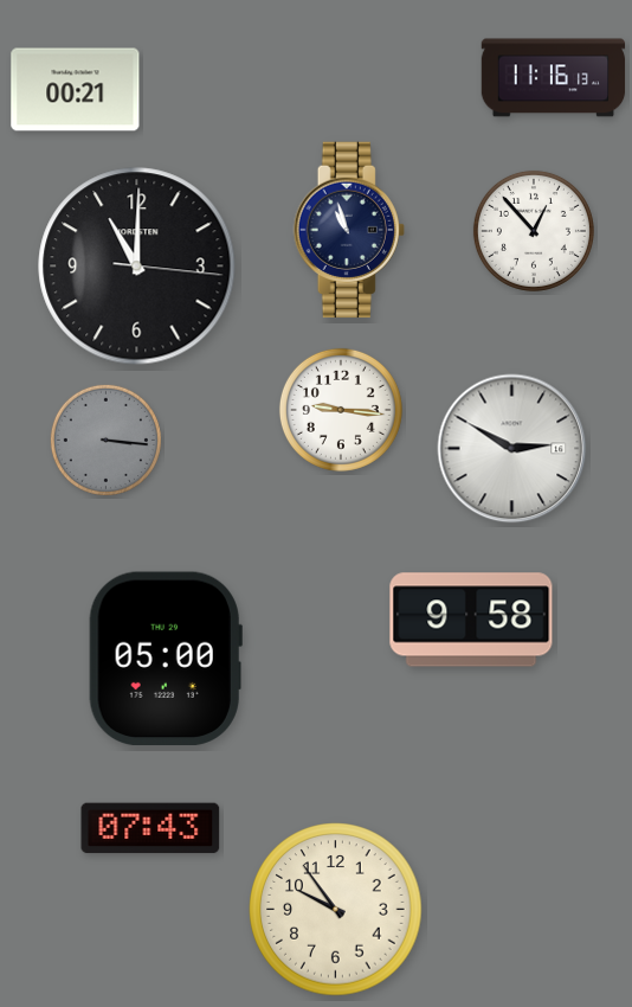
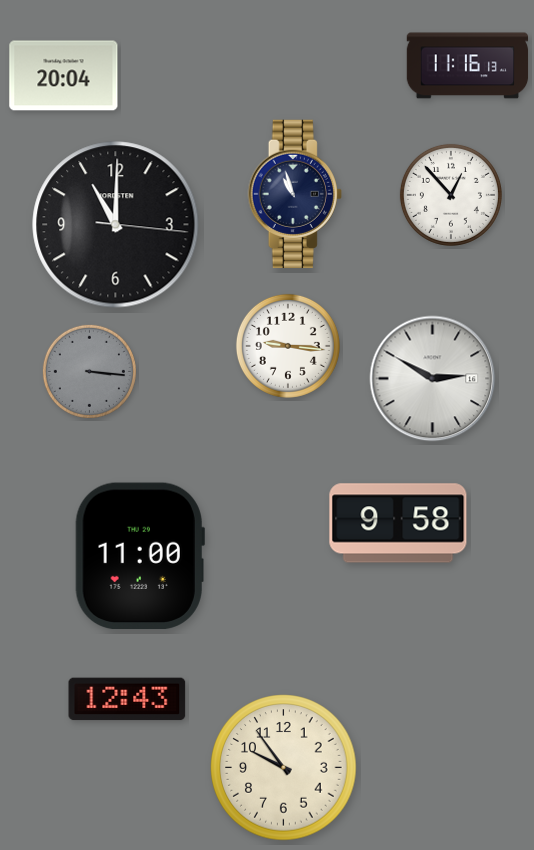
clock at (76, 90): 00:21 -> 20:04
clock at (166, 659): 05:00 -> 11:00
clock at (150, 828): 07:43 -> 12:43
